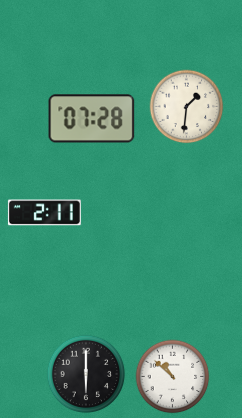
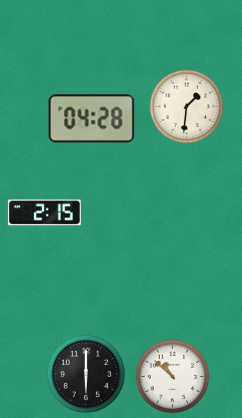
clock at (92, 119): 07:28 -> 04:28
clock at (44, 213): 2:11 -> 2:15
